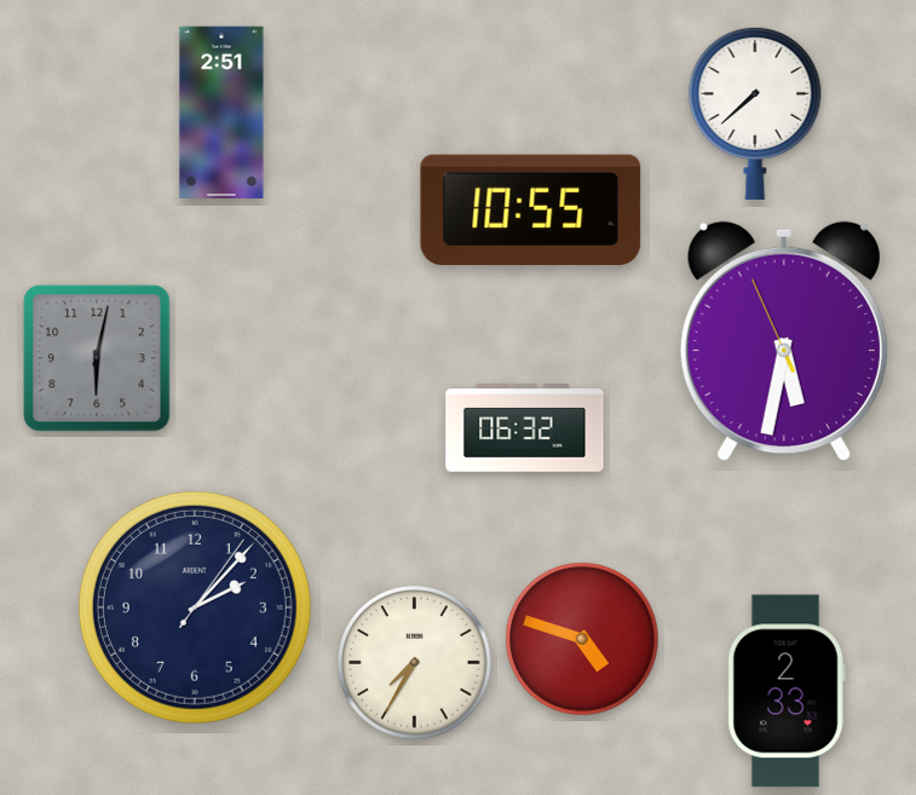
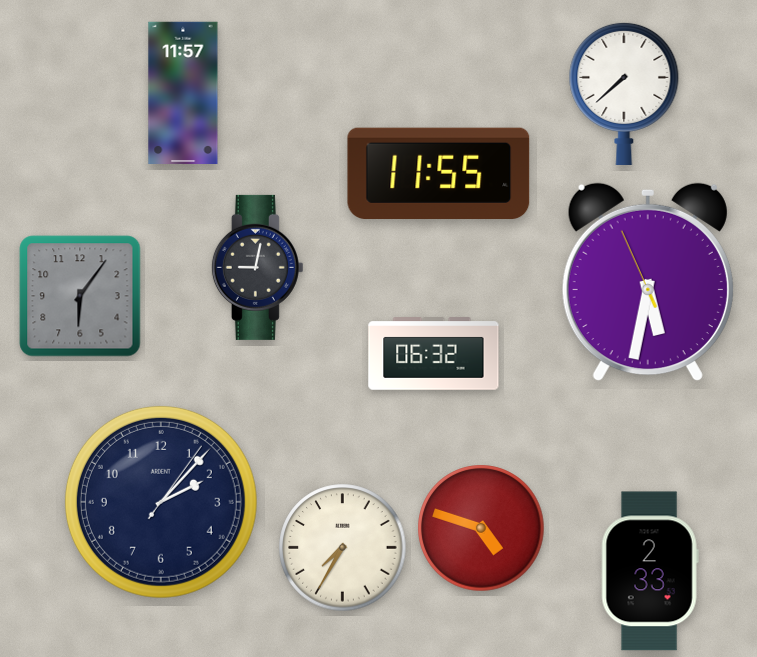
clock at (221, 111): 2:51 -> 11:57
clock at (531, 209): 10:55 -> 11:55
clock at (257, 267): none -> 9:02
clock at (97, 358): 6:02 -> 6:06
